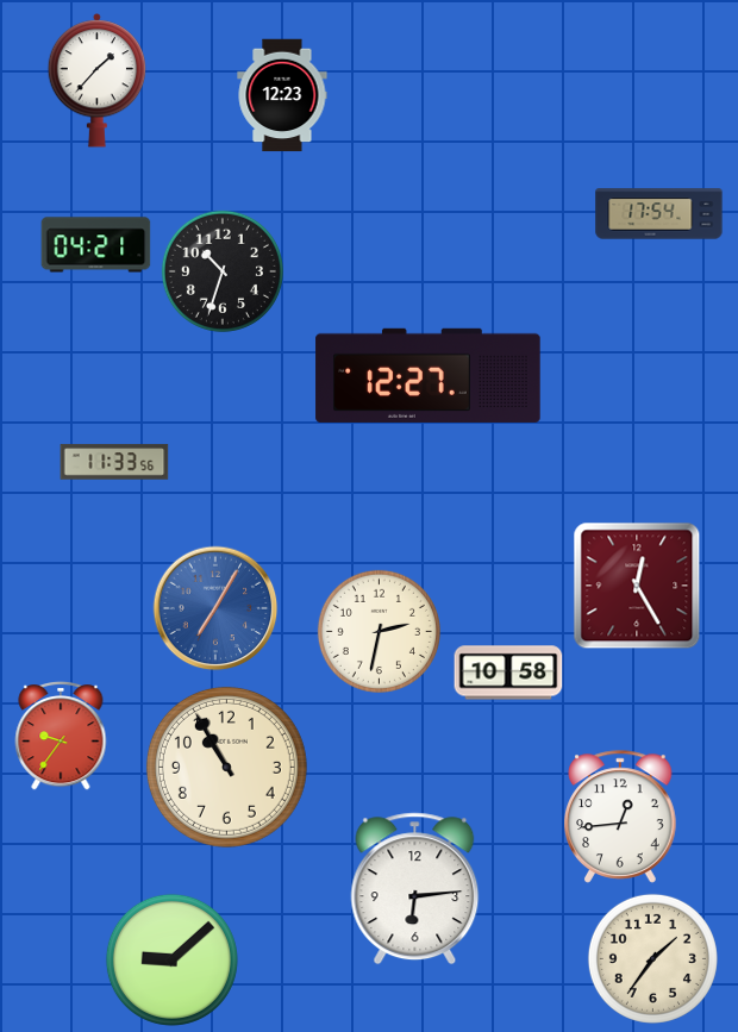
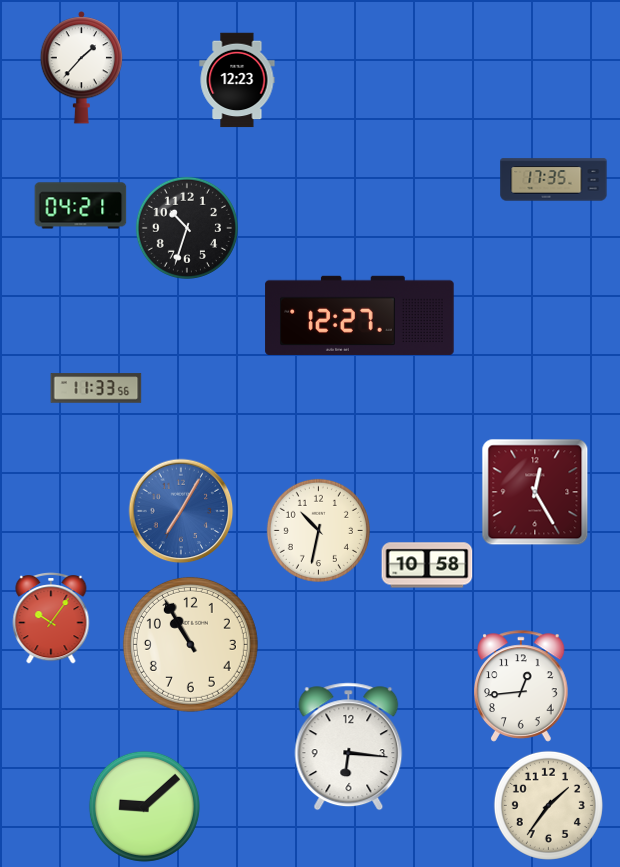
clock at (659, 214): 17:54 -> 17:35
clock at (379, 631): 2:32 -> 10:32
clock at (61, 737): 9:36 -> 10:06
clock at (415, 889): 6:14 -> 6:16
